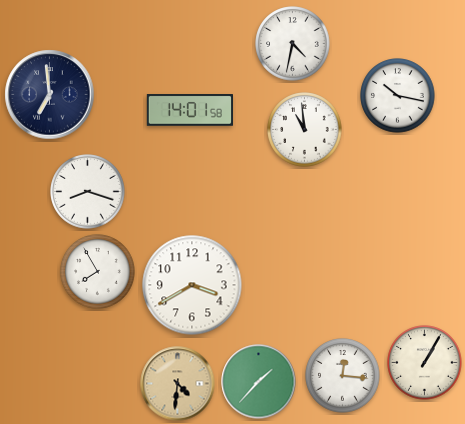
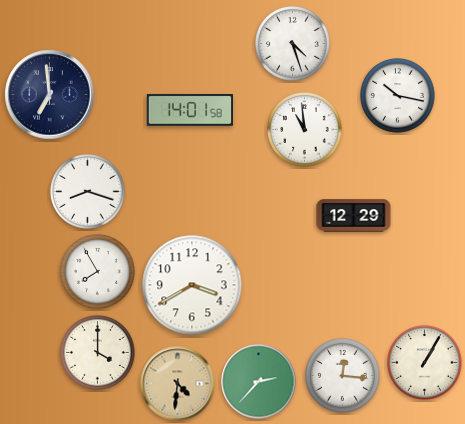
clock at (293, 44): 4:32 -> 4:27
clock at (354, 216): none -> 12:29
clock at (98, 353): none -> 4:00
clock at (259, 382): 1:37 -> 2:37
